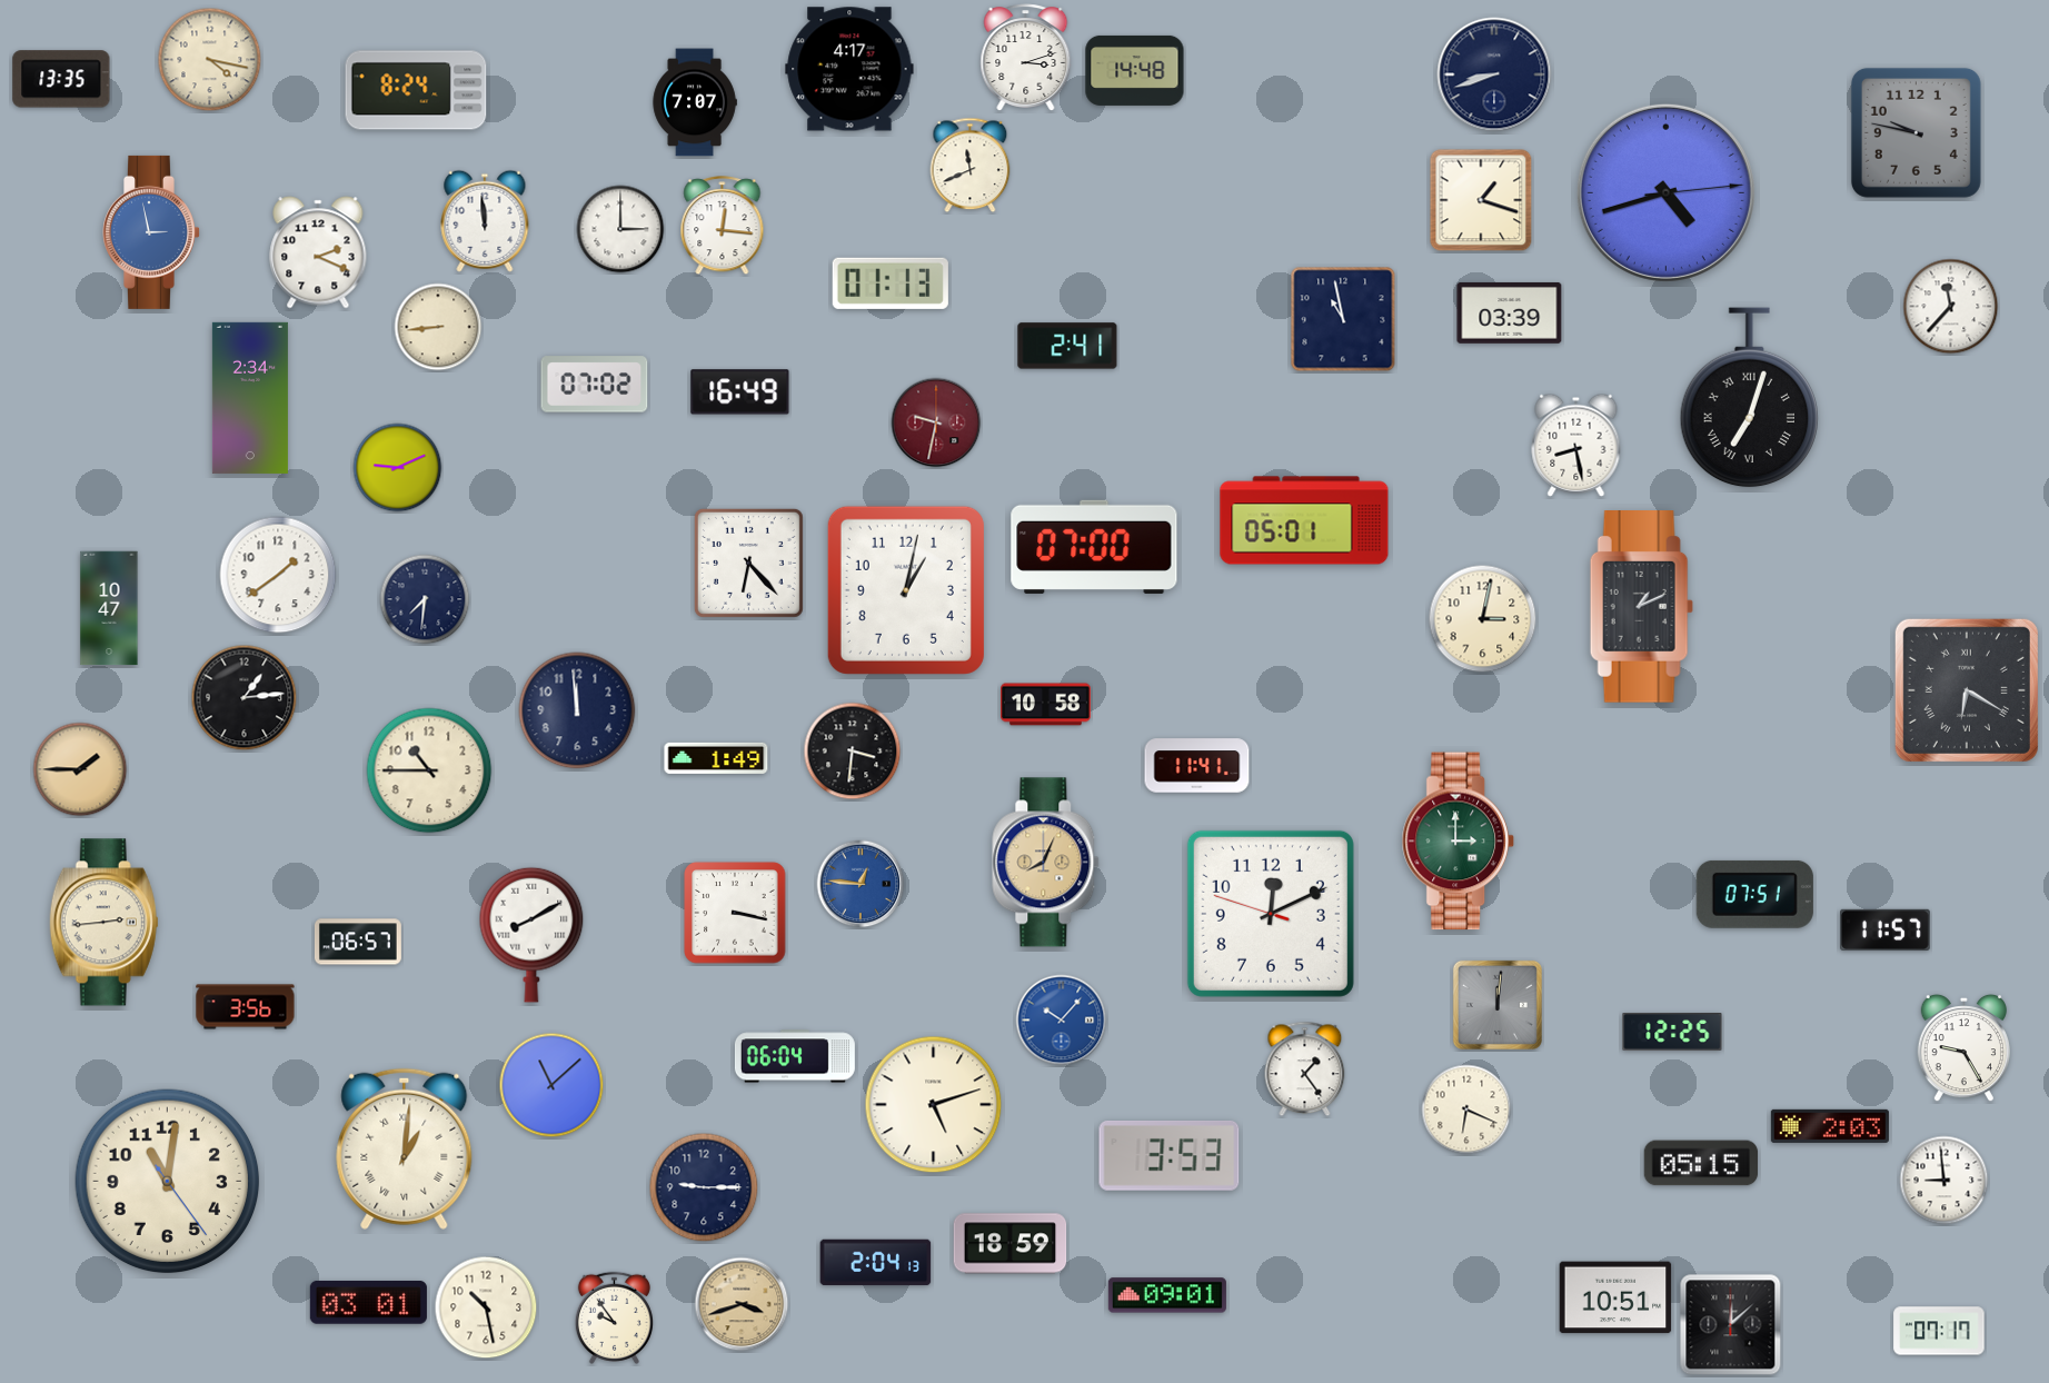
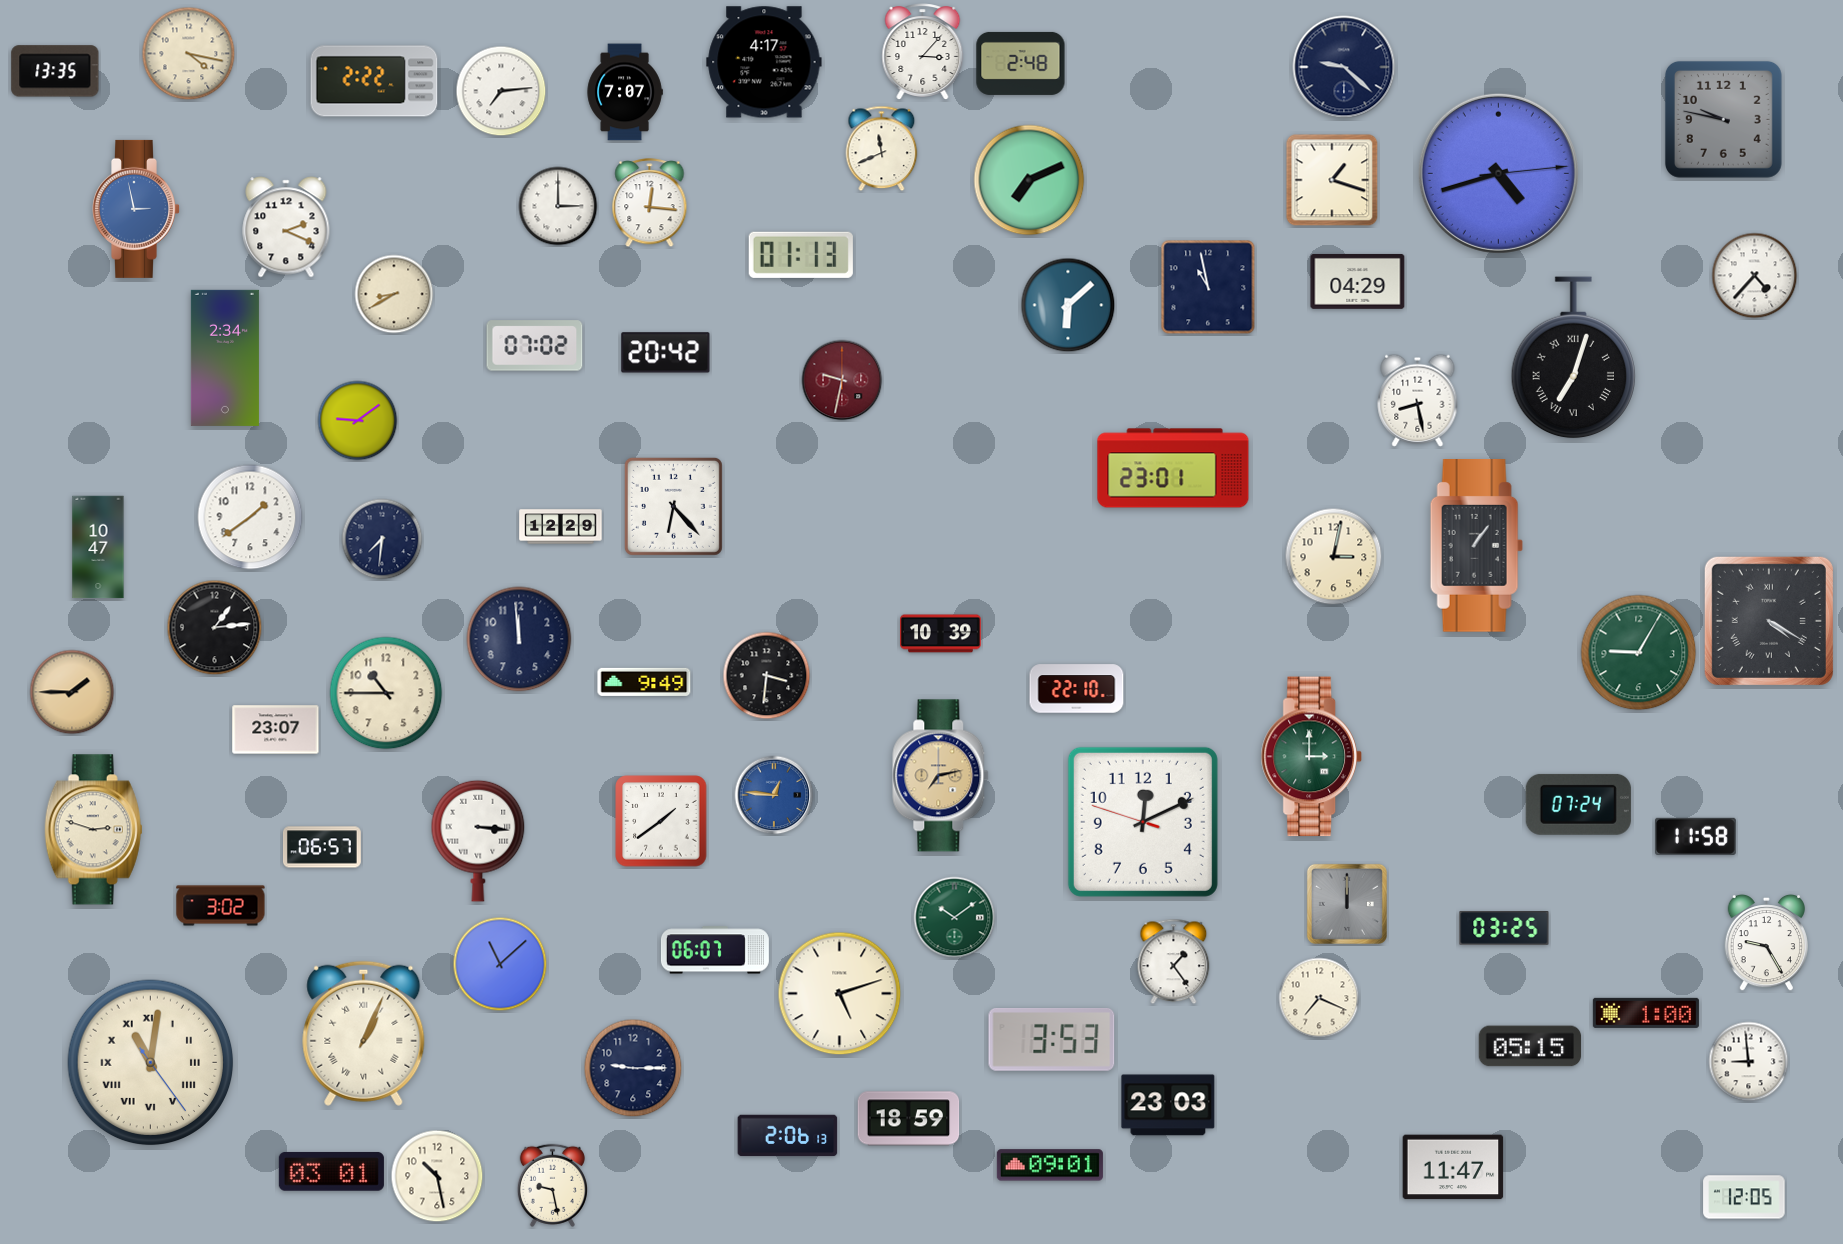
clock at (1026, 58): 3:12 -> 3:07
clock at (1135, 70): 14:48 -> 2:48
clock at (1494, 74): 8:42 -> 9:22
clock at (416, 90): 8:24 -> 2:22
clock at (501, 91): none -> 7:14
clock at (971, 166) position: (971, 166) -> (882, 149)
clock at (1029, 180): none -> 7:11
clock at (485, 221): 11:59 -> none
clock at (1951, 307): 11:37 -> 4:37
clock at (1510, 312): 03:39 -> 04:29
clock at (438, 327): 8:44 -> 8:40
clock at (1068, 305): none -> 6:08
clock at (1067, 346): 2:41 -> none
clock at (740, 392): 16:49 -> 20:42
clock at (398, 468): 9:11 -> 9:09
clock at (1304, 520): 05:01 -> 23:01
clock at (1094, 547): 07:00 -> none
clock at (561, 527): none -> 12:29
clock at (906, 590): 1:02 -> none
clock at (1641, 607): 1:11 -> 1:06
clock at (1967, 690): 6:20 -> 4:20
clock at (245, 698) position: (245, 698) -> (215, 628)
clock at (1046, 705): 10:58 -> 10:39
clock at (1639, 653): none -> 9:05
clock at (716, 758): 1:49 -> 9:49
clock at (1197, 766): 11:41 -> 22:10
clock at (276, 730): none -> 23:07
clock at (1046, 863): 8:04 -> 7:13
clock at (1754, 894): 07:51 -> 07:24
clock at (735, 913): 3:17 -> 1:39
clock at (103, 923): 2:44 -> 2:48
clock at (1886, 929): 11:57 -> 11:58
clock at (531, 935): 8:10 -> 3:16
clock at (1498, 1005): 12:01 -> 12:00
clock at (246, 1007): 3:56 -> 3:02
clock at (1062, 1021): 10:07 -> 10:09
clock at (1062, 1021) dial: blue -> green
clock at (1672, 1033): 12:25 -> 03:25
clock at (795, 1056): 06:04 -> 06:07
clock at (551, 1085) position: (551, 1085) -> (500, 964)
clock at (1466, 1110): 6:19 -> 7:19
clock at (1830, 1126): 2:03 -> 1:00
clock at (405, 1148): 1:01 -> 1:04
clock at (168, 1182) numerals: Arabic -> Roman
clock at (1168, 1105): none -> 23:03
clock at (876, 1263): 2:04 -> 2:06
clock at (1615, 1297): 10:51 -> 11:47
clock at (742, 1304): 3:42 -> none
clock at (614, 1317): 9:54 -> 9:28
clock at (1731, 1325): 12:08 -> none
clock at (1939, 1331): 07:17 -> 12:05
